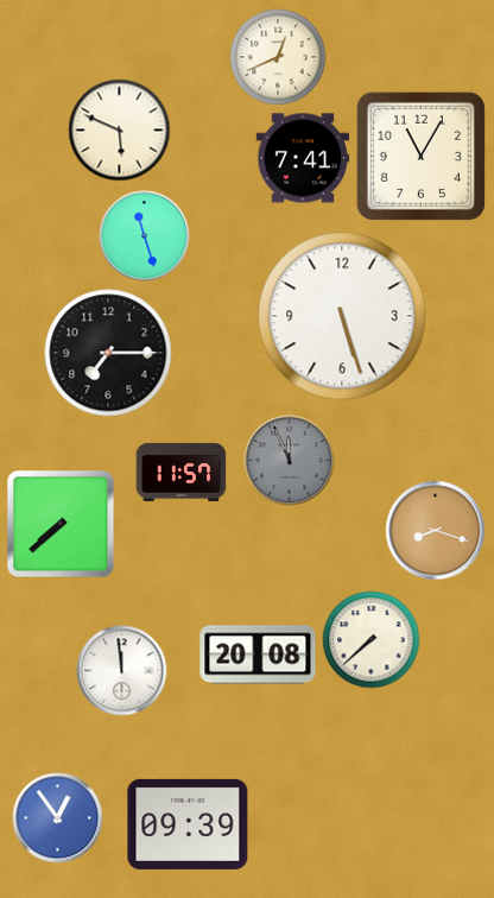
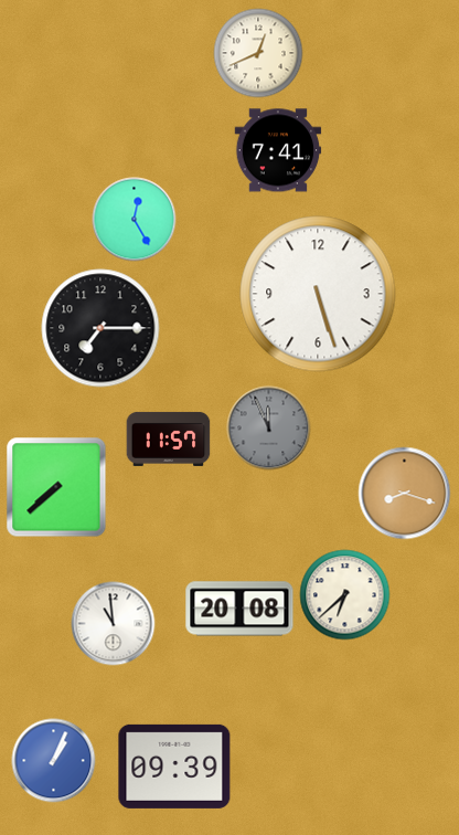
clock at (120, 131): 5:49 -> none
clock at (420, 156): 11:05 -> none
clock at (303, 158) position: (303, 158) -> (278, 150)
clock at (145, 236): 11:27 -> 12:25
clock at (372, 640): 7:38 -> 6:38
clock at (122, 671): 11:59 -> 10:59
clock at (58, 818): 12:54 -> 1:04
